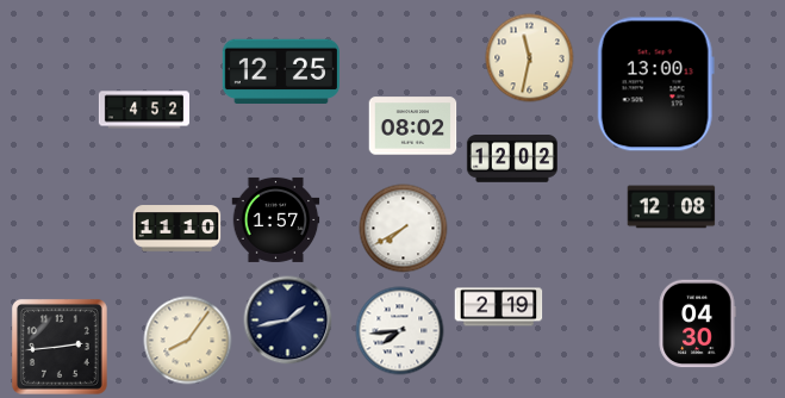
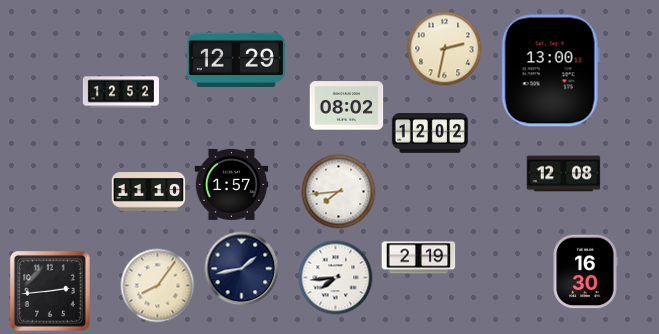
clock at (530, 58): 11:32 -> 2:32
clock at (281, 70): 12:25 -> 12:29
clock at (143, 110): 4:52 -> 12:52
clock at (404, 229): 7:40 -> 7:44
clock at (697, 324): 04:30 -> 16:30
